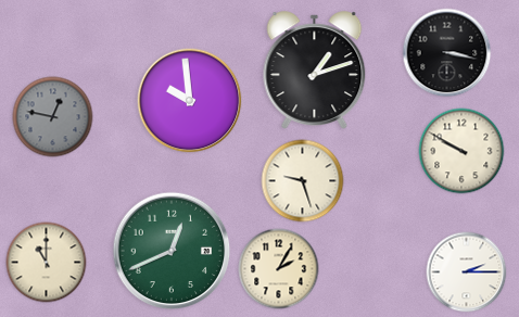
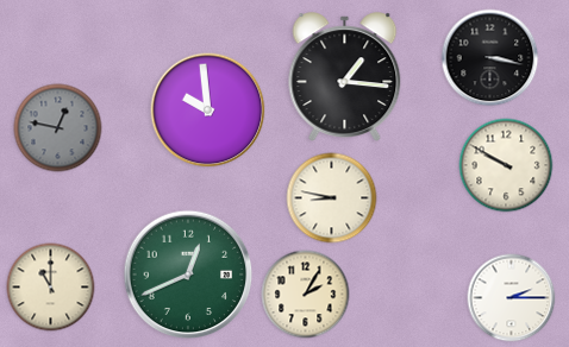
clock at (315, 71): 1:12 -> 1:16
clock at (303, 181): 9:27 -> 8:47
